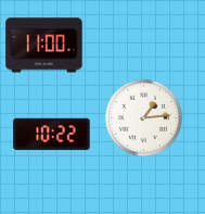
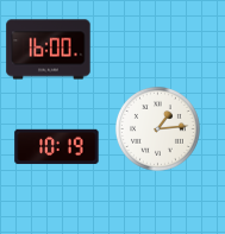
clock at (44, 46): 11:00 -> 16:00
clock at (52, 135): 10:22 -> 10:19
